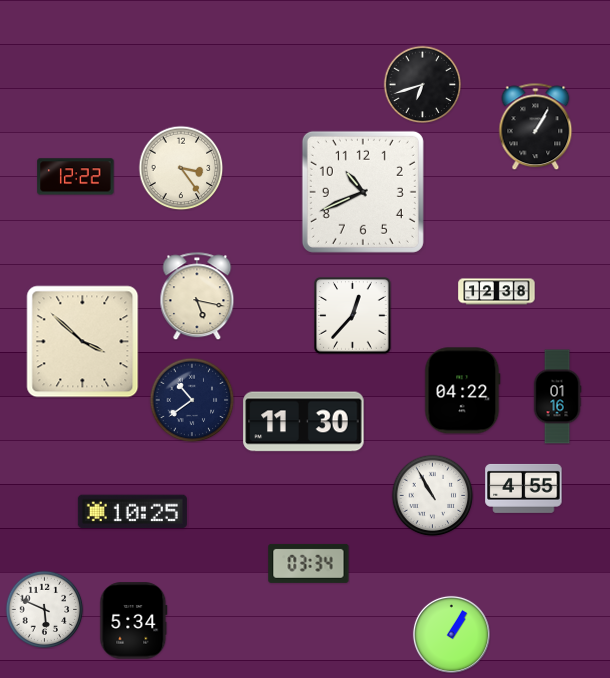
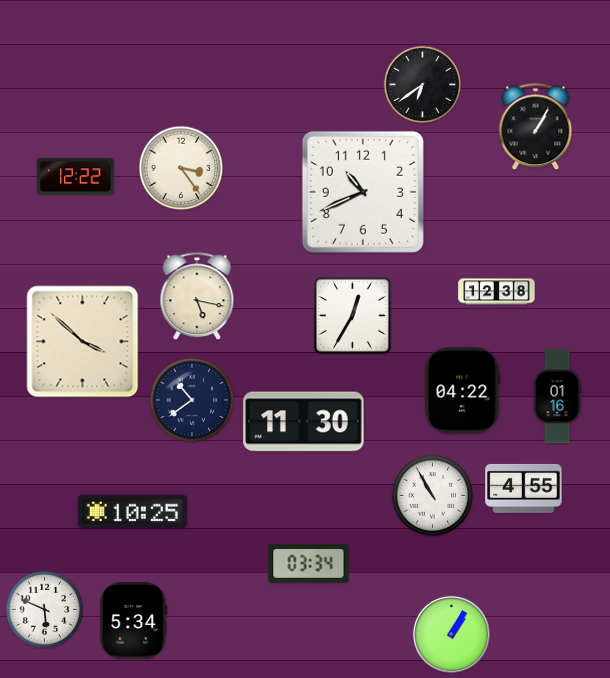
clock at (422, 84): 6:42 -> 6:39
clock at (353, 316): 12:37 -> 12:35
